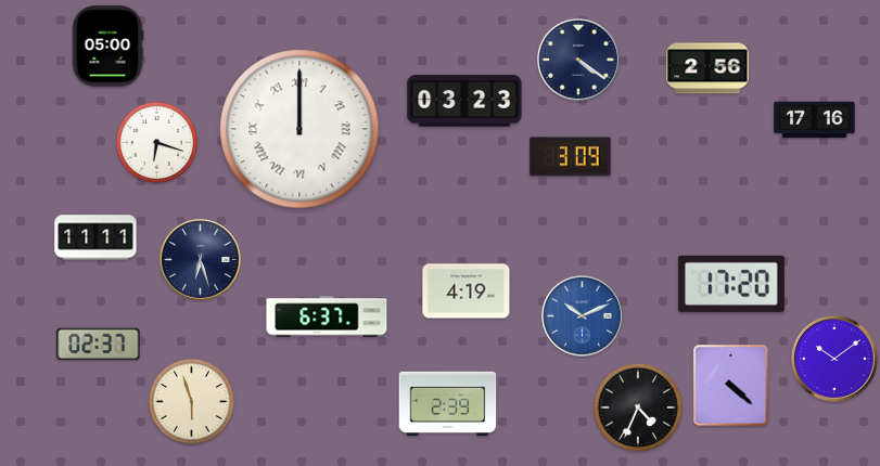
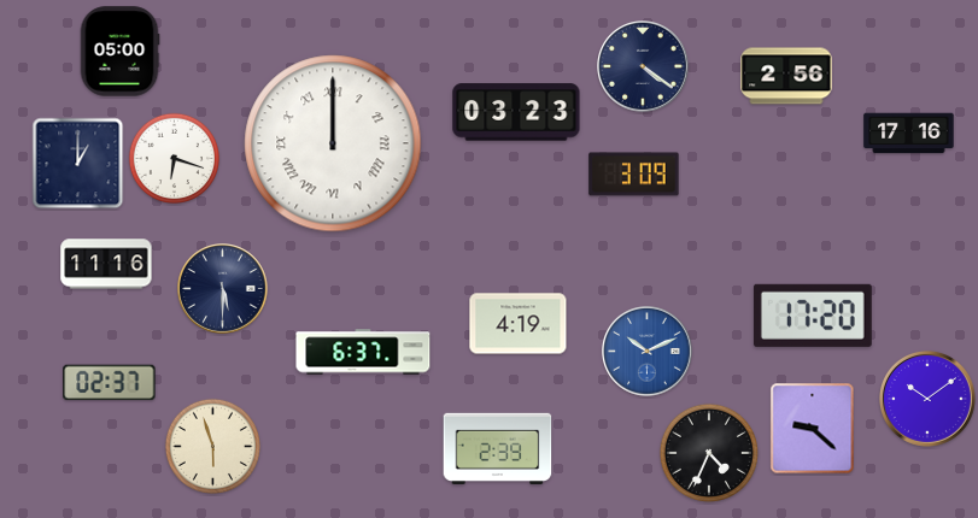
clock at (815, 120) position: (815, 120) -> (909, 134)
clock at (78, 164): none -> 1:00
clock at (95, 237): 11:11 -> 11:16
clock at (201, 260): 6:27 -> 5:30
clock at (731, 386): 4:22 -> 9:22
